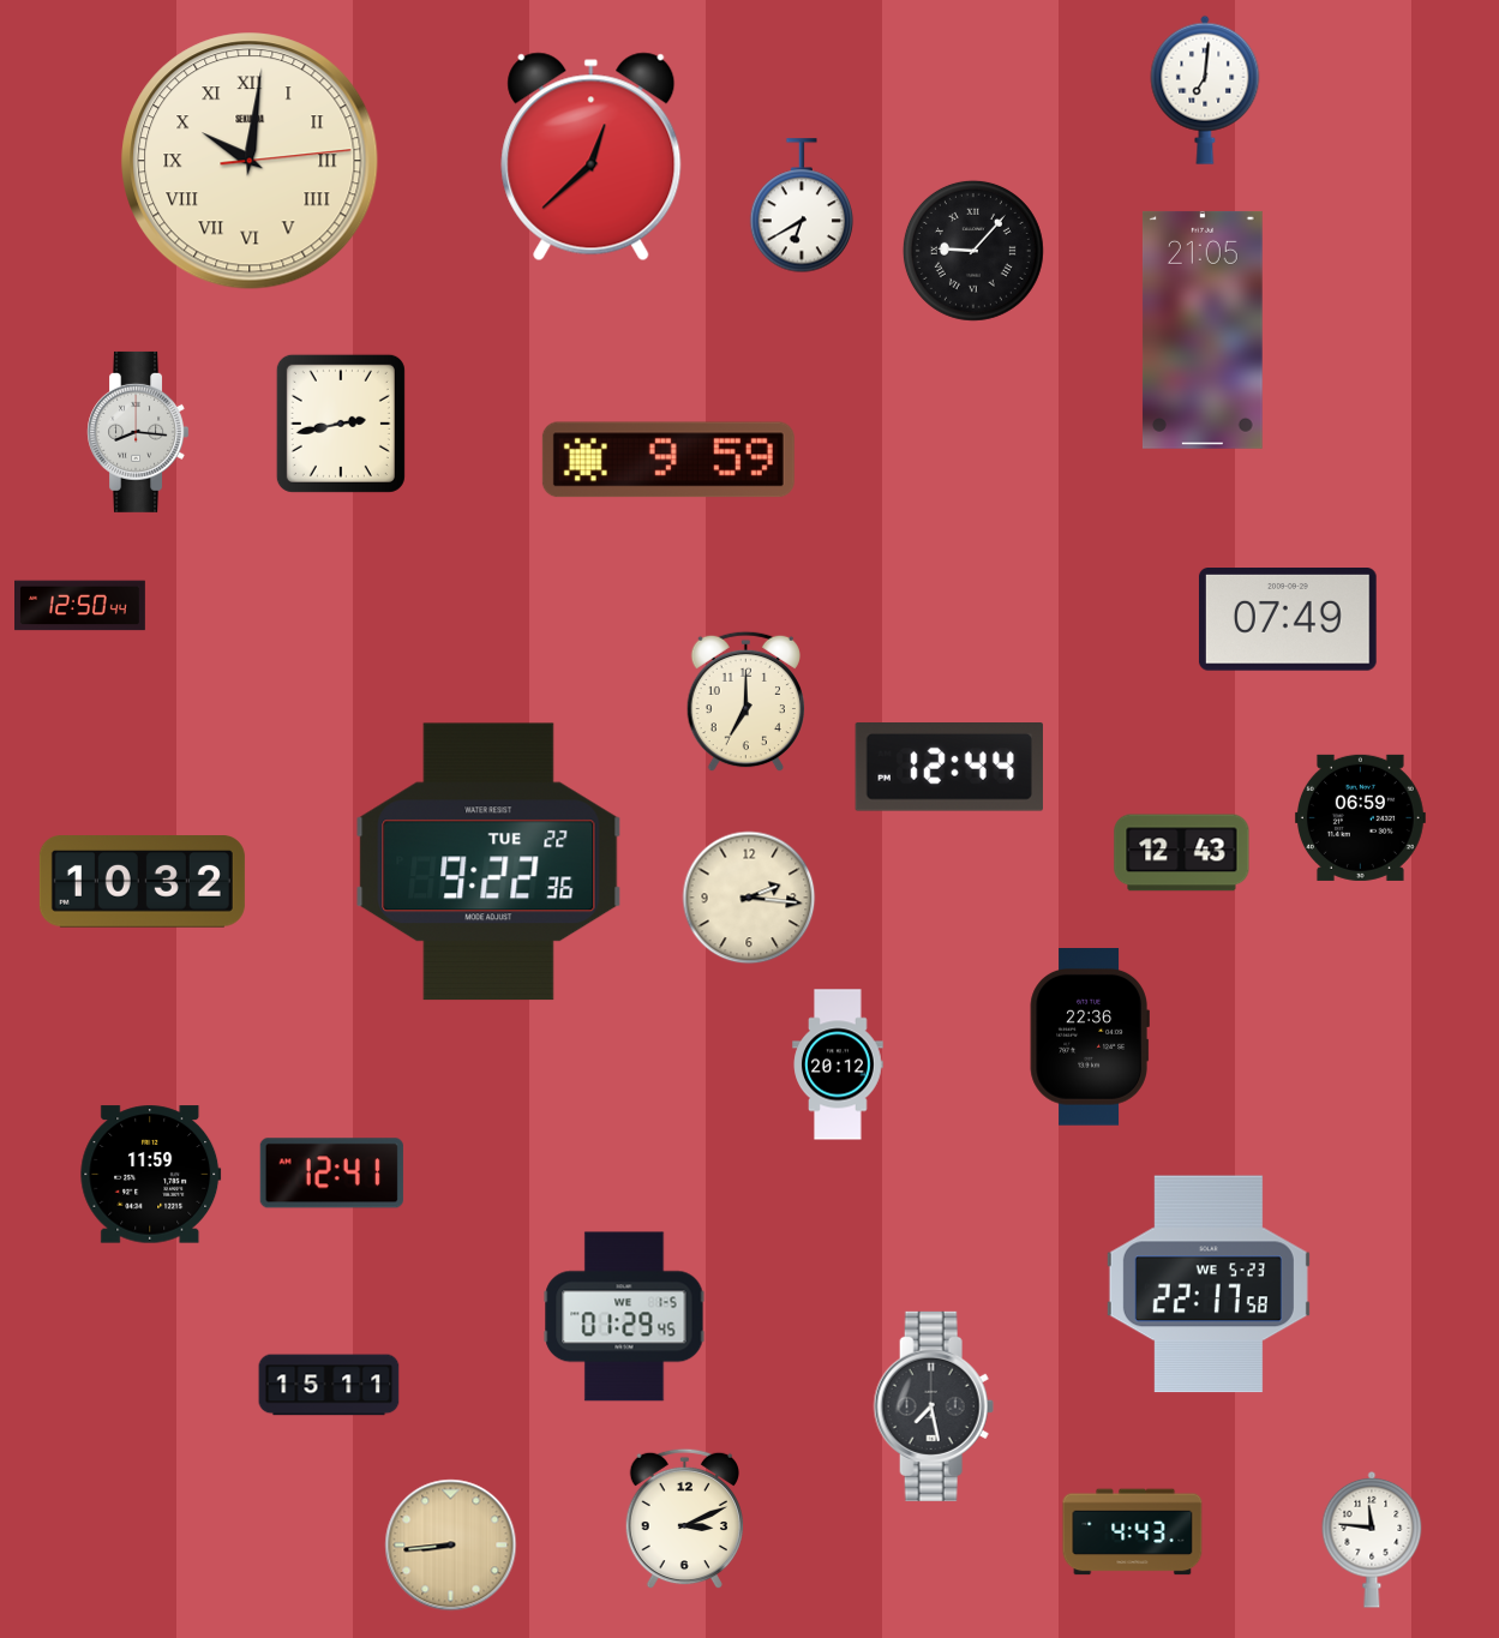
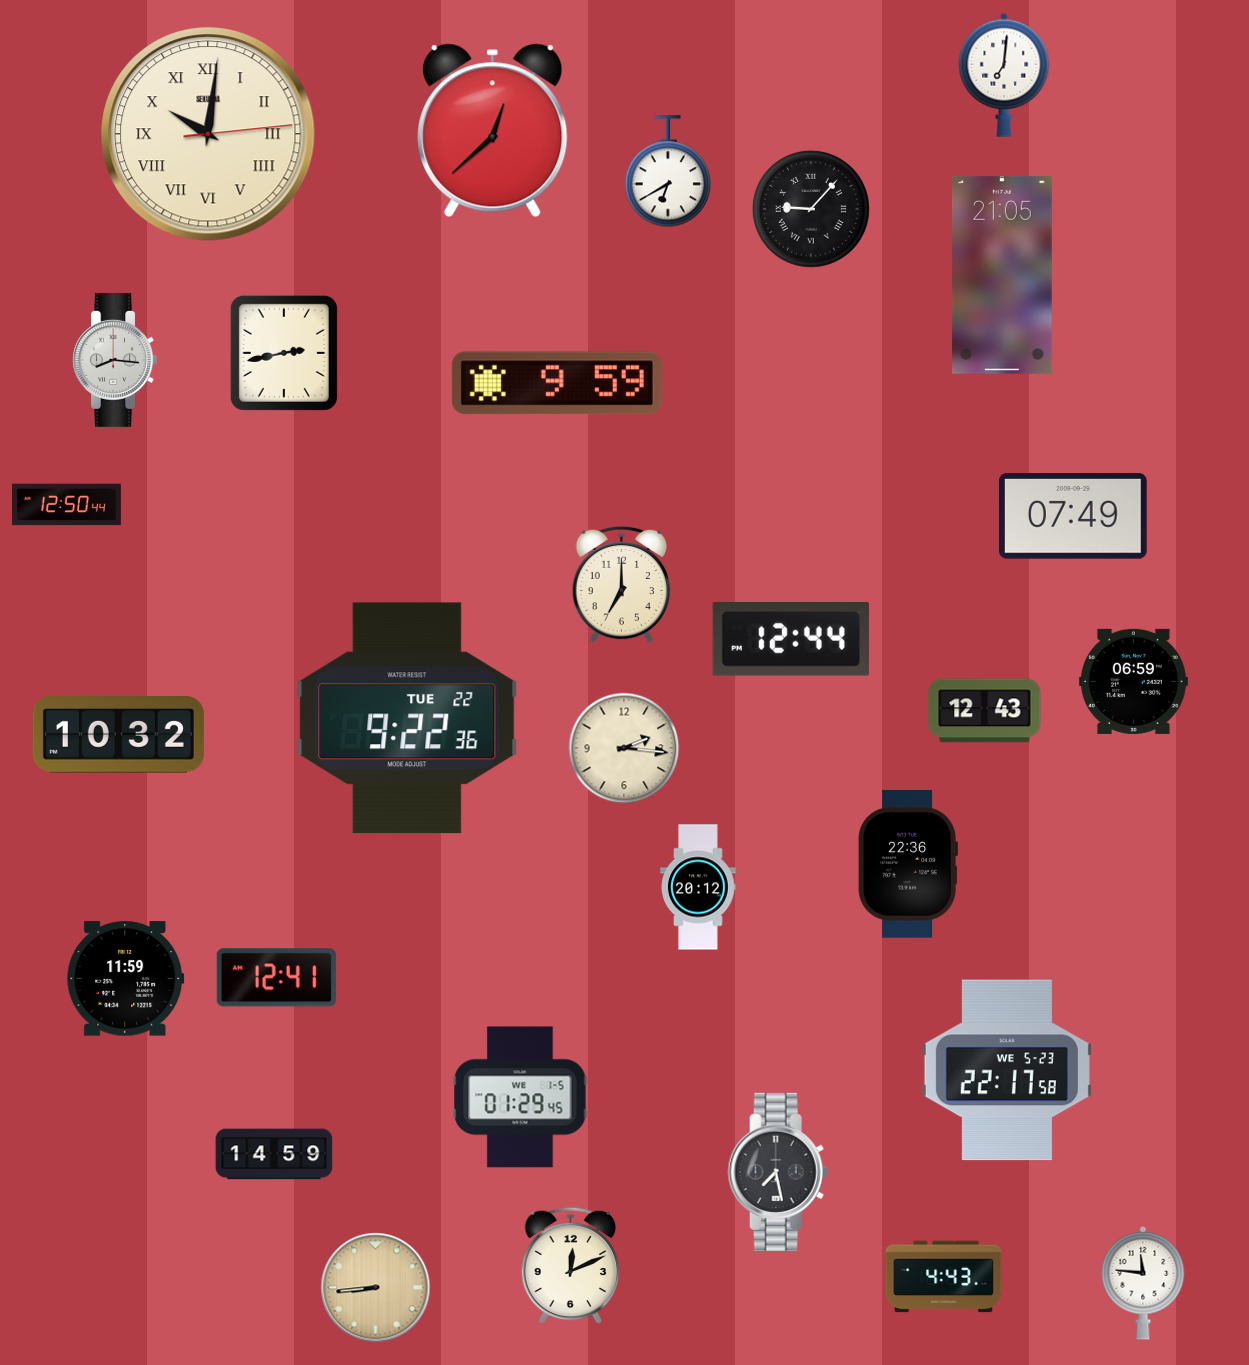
clock at (329, 1385): 15:11 -> 14:59
clock at (684, 1519): 3:11 -> 12:11
